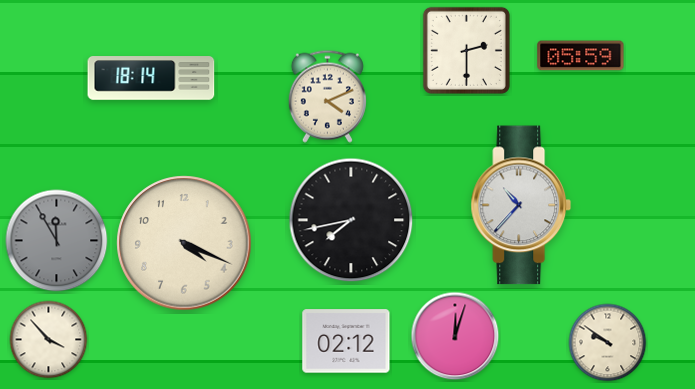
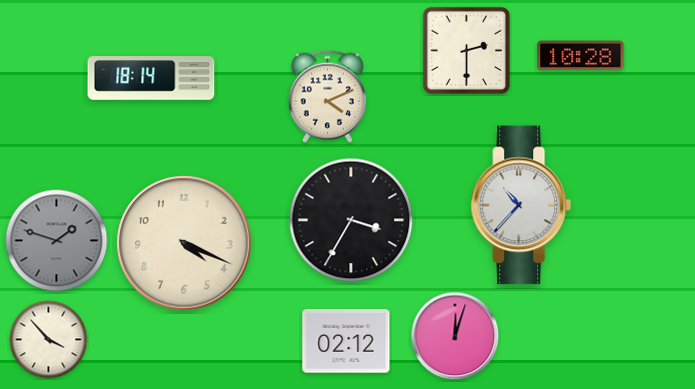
clock at (581, 56): 05:59 -> 10:28
clock at (351, 220): 7:43 -> 3:35
clock at (57, 241): 11:55 -> 1:48
clock at (608, 343): 9:51 -> none
